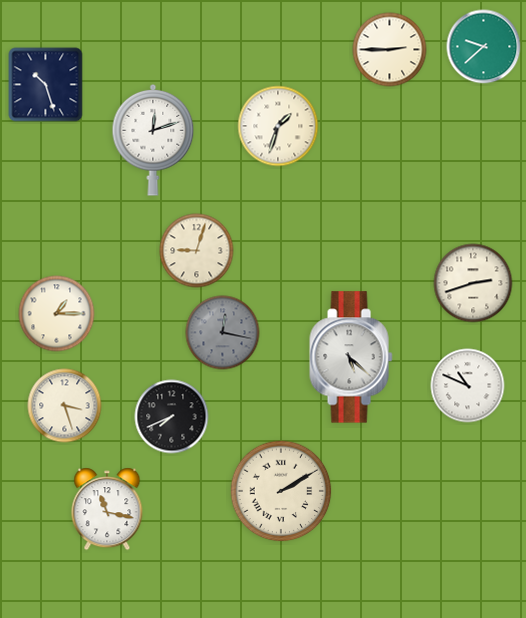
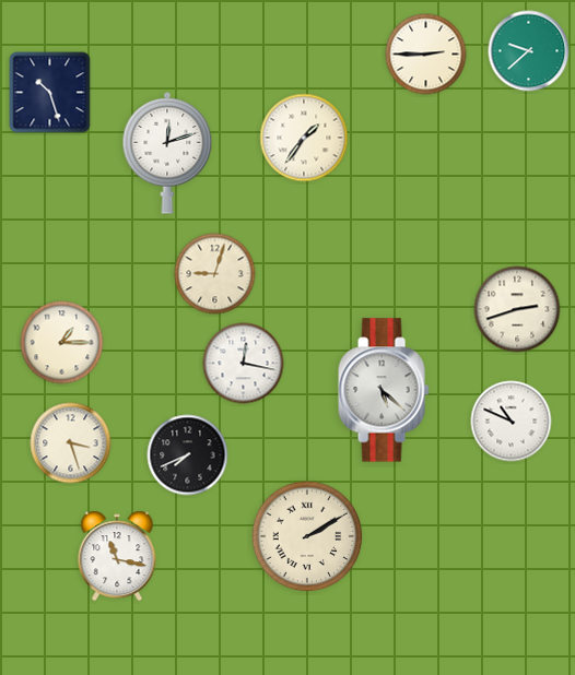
clock at (278, 126): 1:33 -> 1:36
clock at (223, 333) dial: grey -> white
